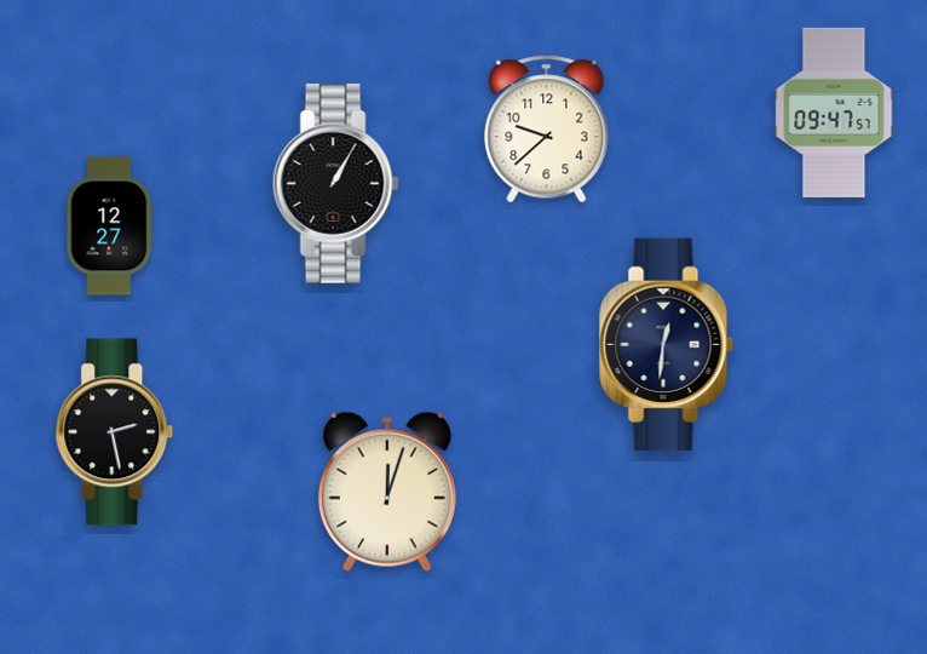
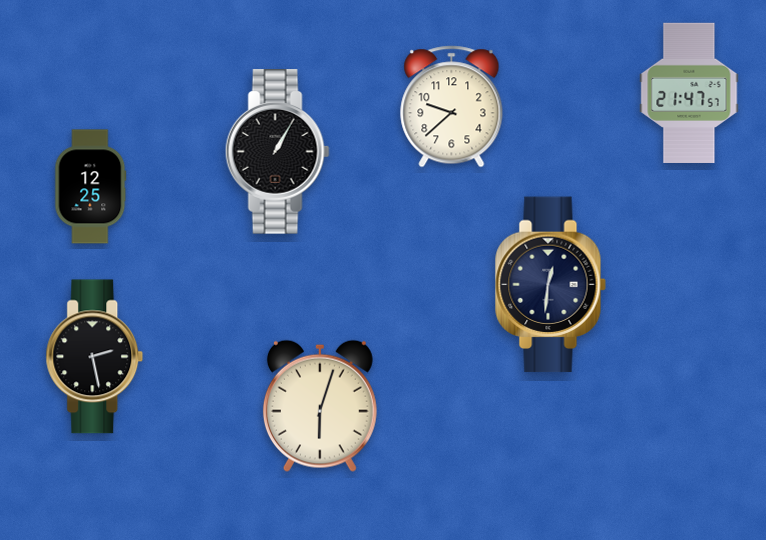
clock at (834, 111): 09:47 -> 21:47
clock at (110, 226): 12:27 -> 12:25
clock at (387, 492): 12:03 -> 6:03
